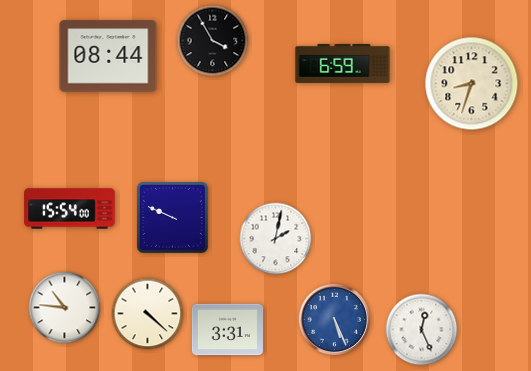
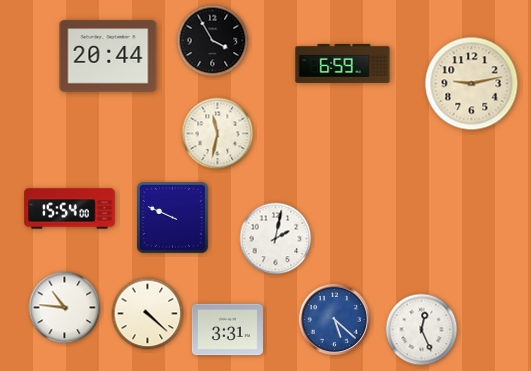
clock at (108, 56): 08:44 -> 20:44
clock at (472, 84): 8:33 -> 9:13
clock at (218, 134): none -> 11:32
clock at (334, 319): 5:26 -> 5:22
